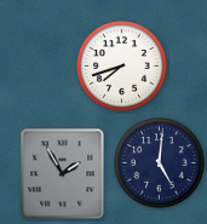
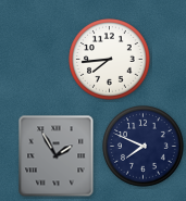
clock at (122, 67): 7:42 -> 7:44
clock at (160, 163): 5:01 -> 7:49
